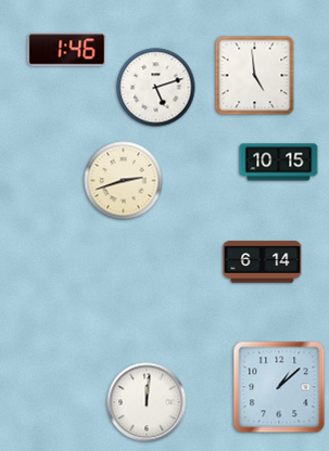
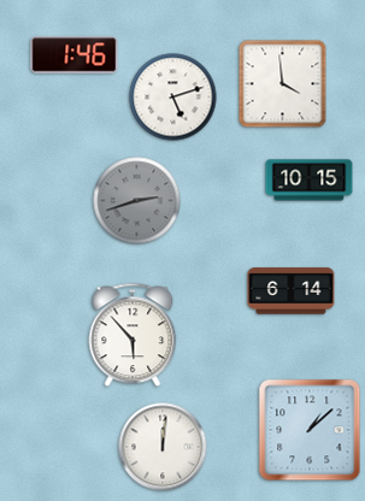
clock at (255, 76): 4:59 -> 3:59
clock at (124, 181) dial: cream -> grey
clock at (133, 335): none -> 5:53
